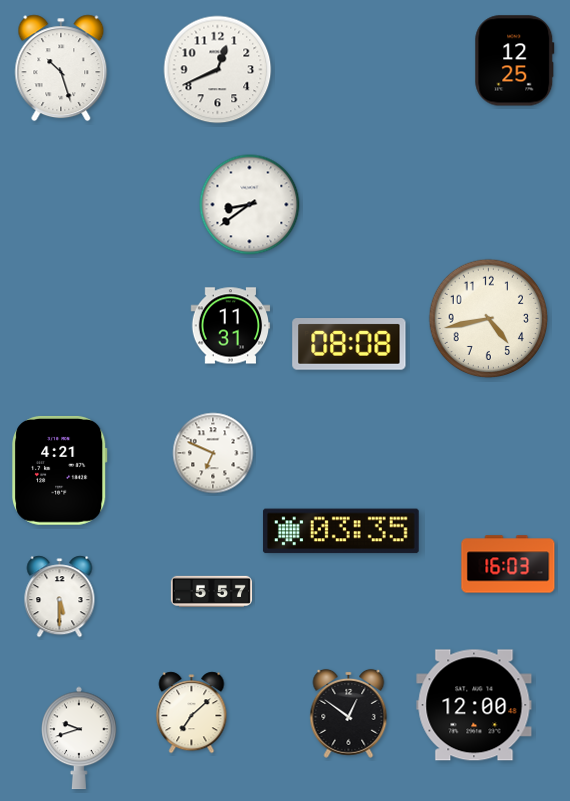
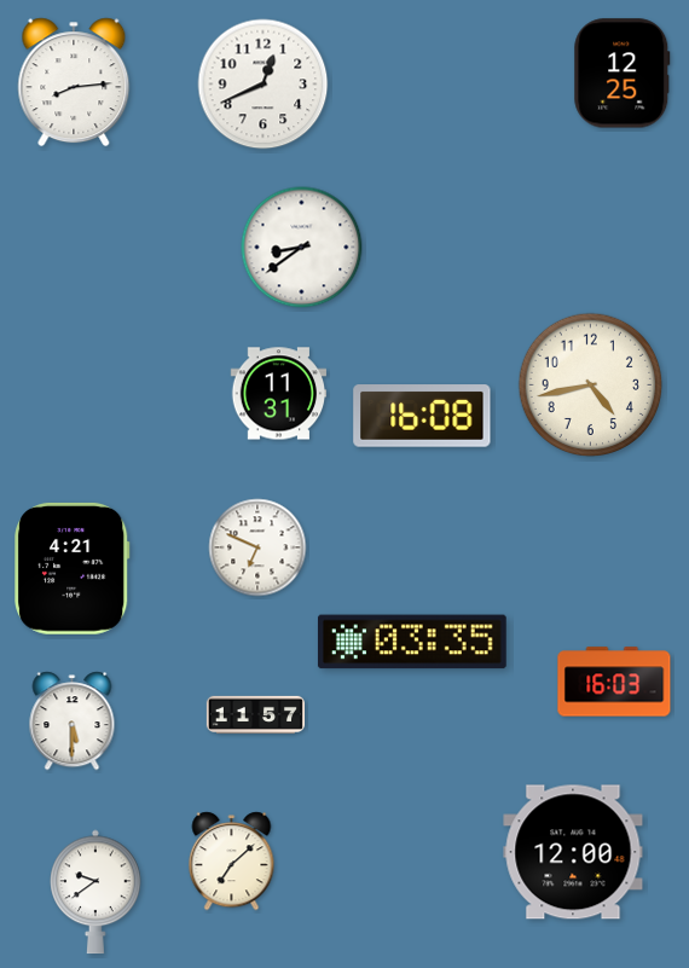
clock at (61, 68): 10:27 -> 8:14
clock at (349, 344): 08:08 -> 16:08
clock at (211, 591): 5:57 -> 11:57
clock at (349, 713): 12:51 -> none
clock at (79, 738): 9:42 -> 9:39
